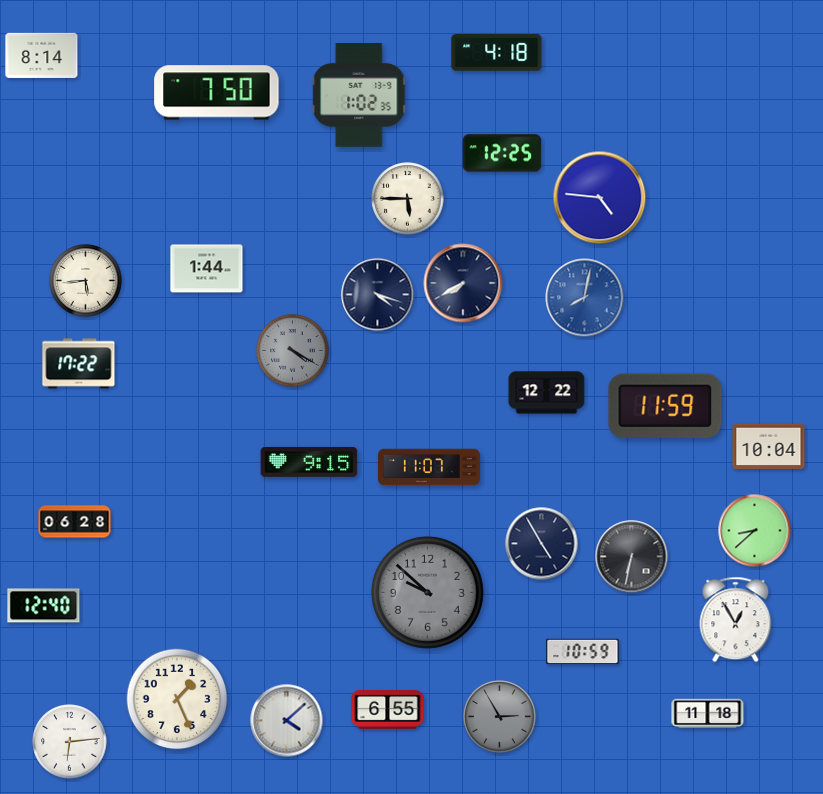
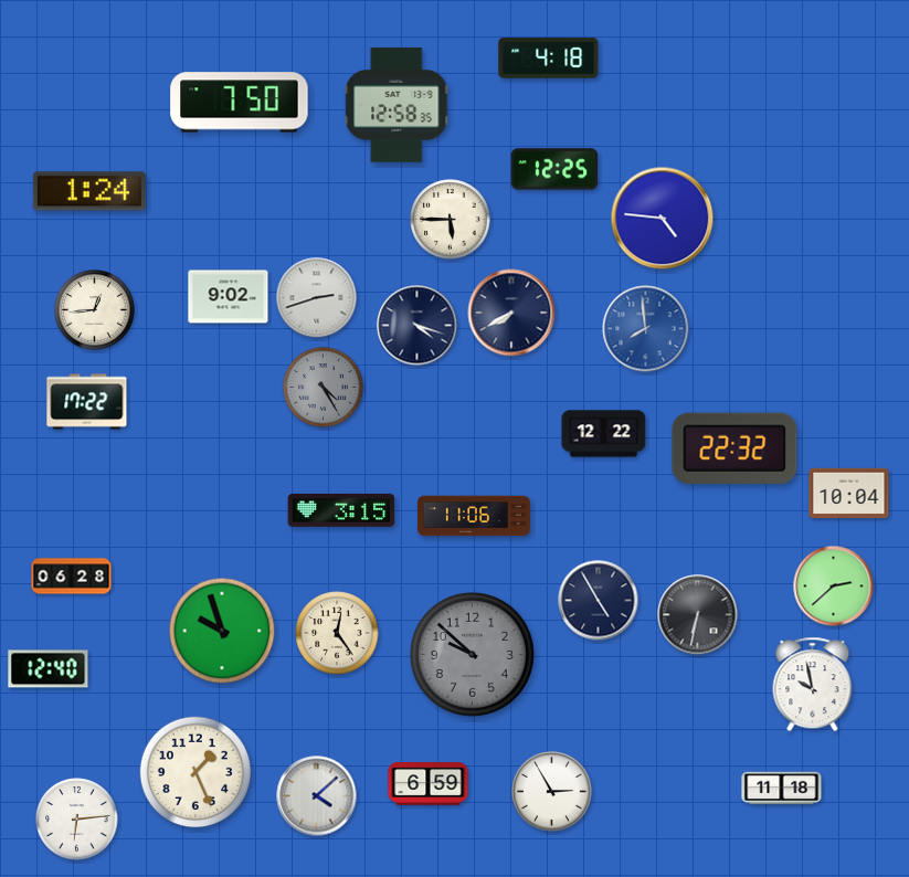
clock at (42, 55): 8:14 -> none
clock at (359, 95): 1:02 -> 12:58
clock at (89, 191): none -> 1:24
clock at (207, 269): 1:44 -> 9:02
clock at (317, 298): none -> 2:42
clock at (86, 281): 5:44 -> 12:44
clock at (585, 298): 8:02 -> 7:59
clock at (293, 351): 4:20 -> 4:25
clock at (665, 405): 11:59 -> 22:32
clock at (309, 462): 9:15 -> 3:15
clock at (429, 467): 11:07 -> 11:06
clock at (75, 522) position: (75, 522) -> (72, 577)
clock at (755, 531): 8:38 -> 2:38
clock at (222, 631): none -> 9:57
clock at (337, 633): none -> 12:24
clock at (736, 620): 12:55 -> 9:58
clock at (583, 652): 10:59 -> none
clock at (388, 710): 6:55 -> 6:59
clock at (500, 717) dial: grey -> white
